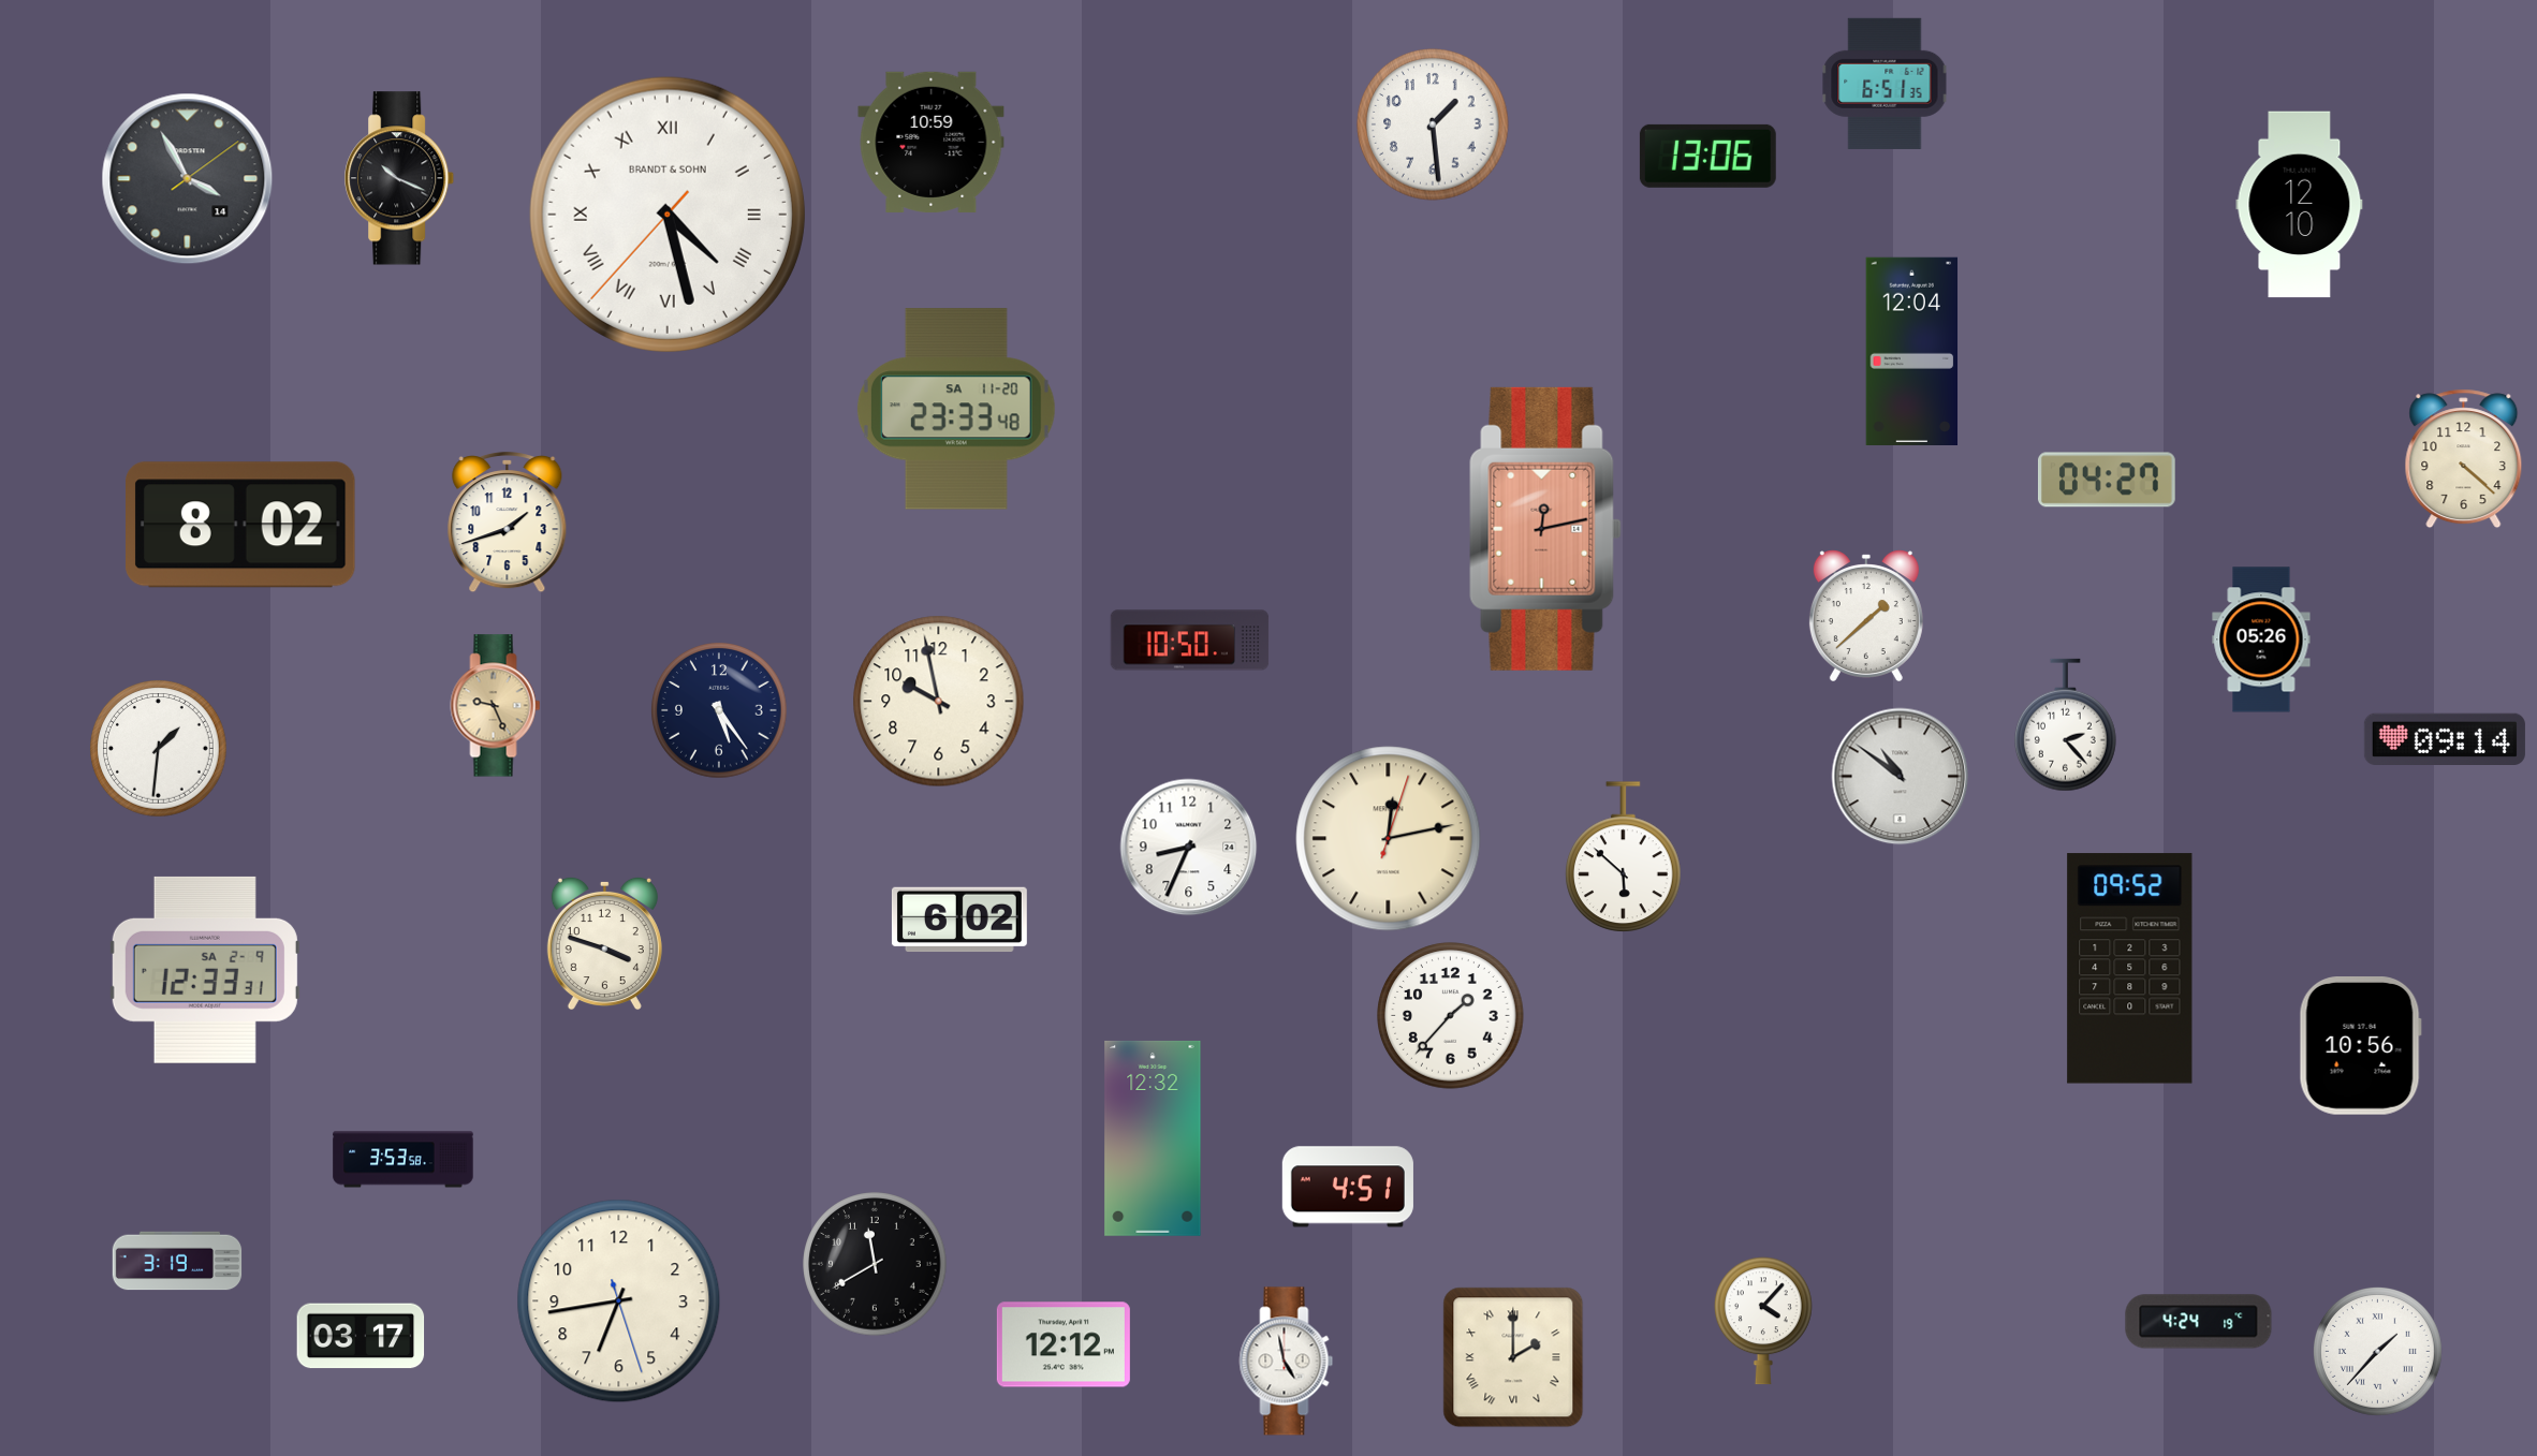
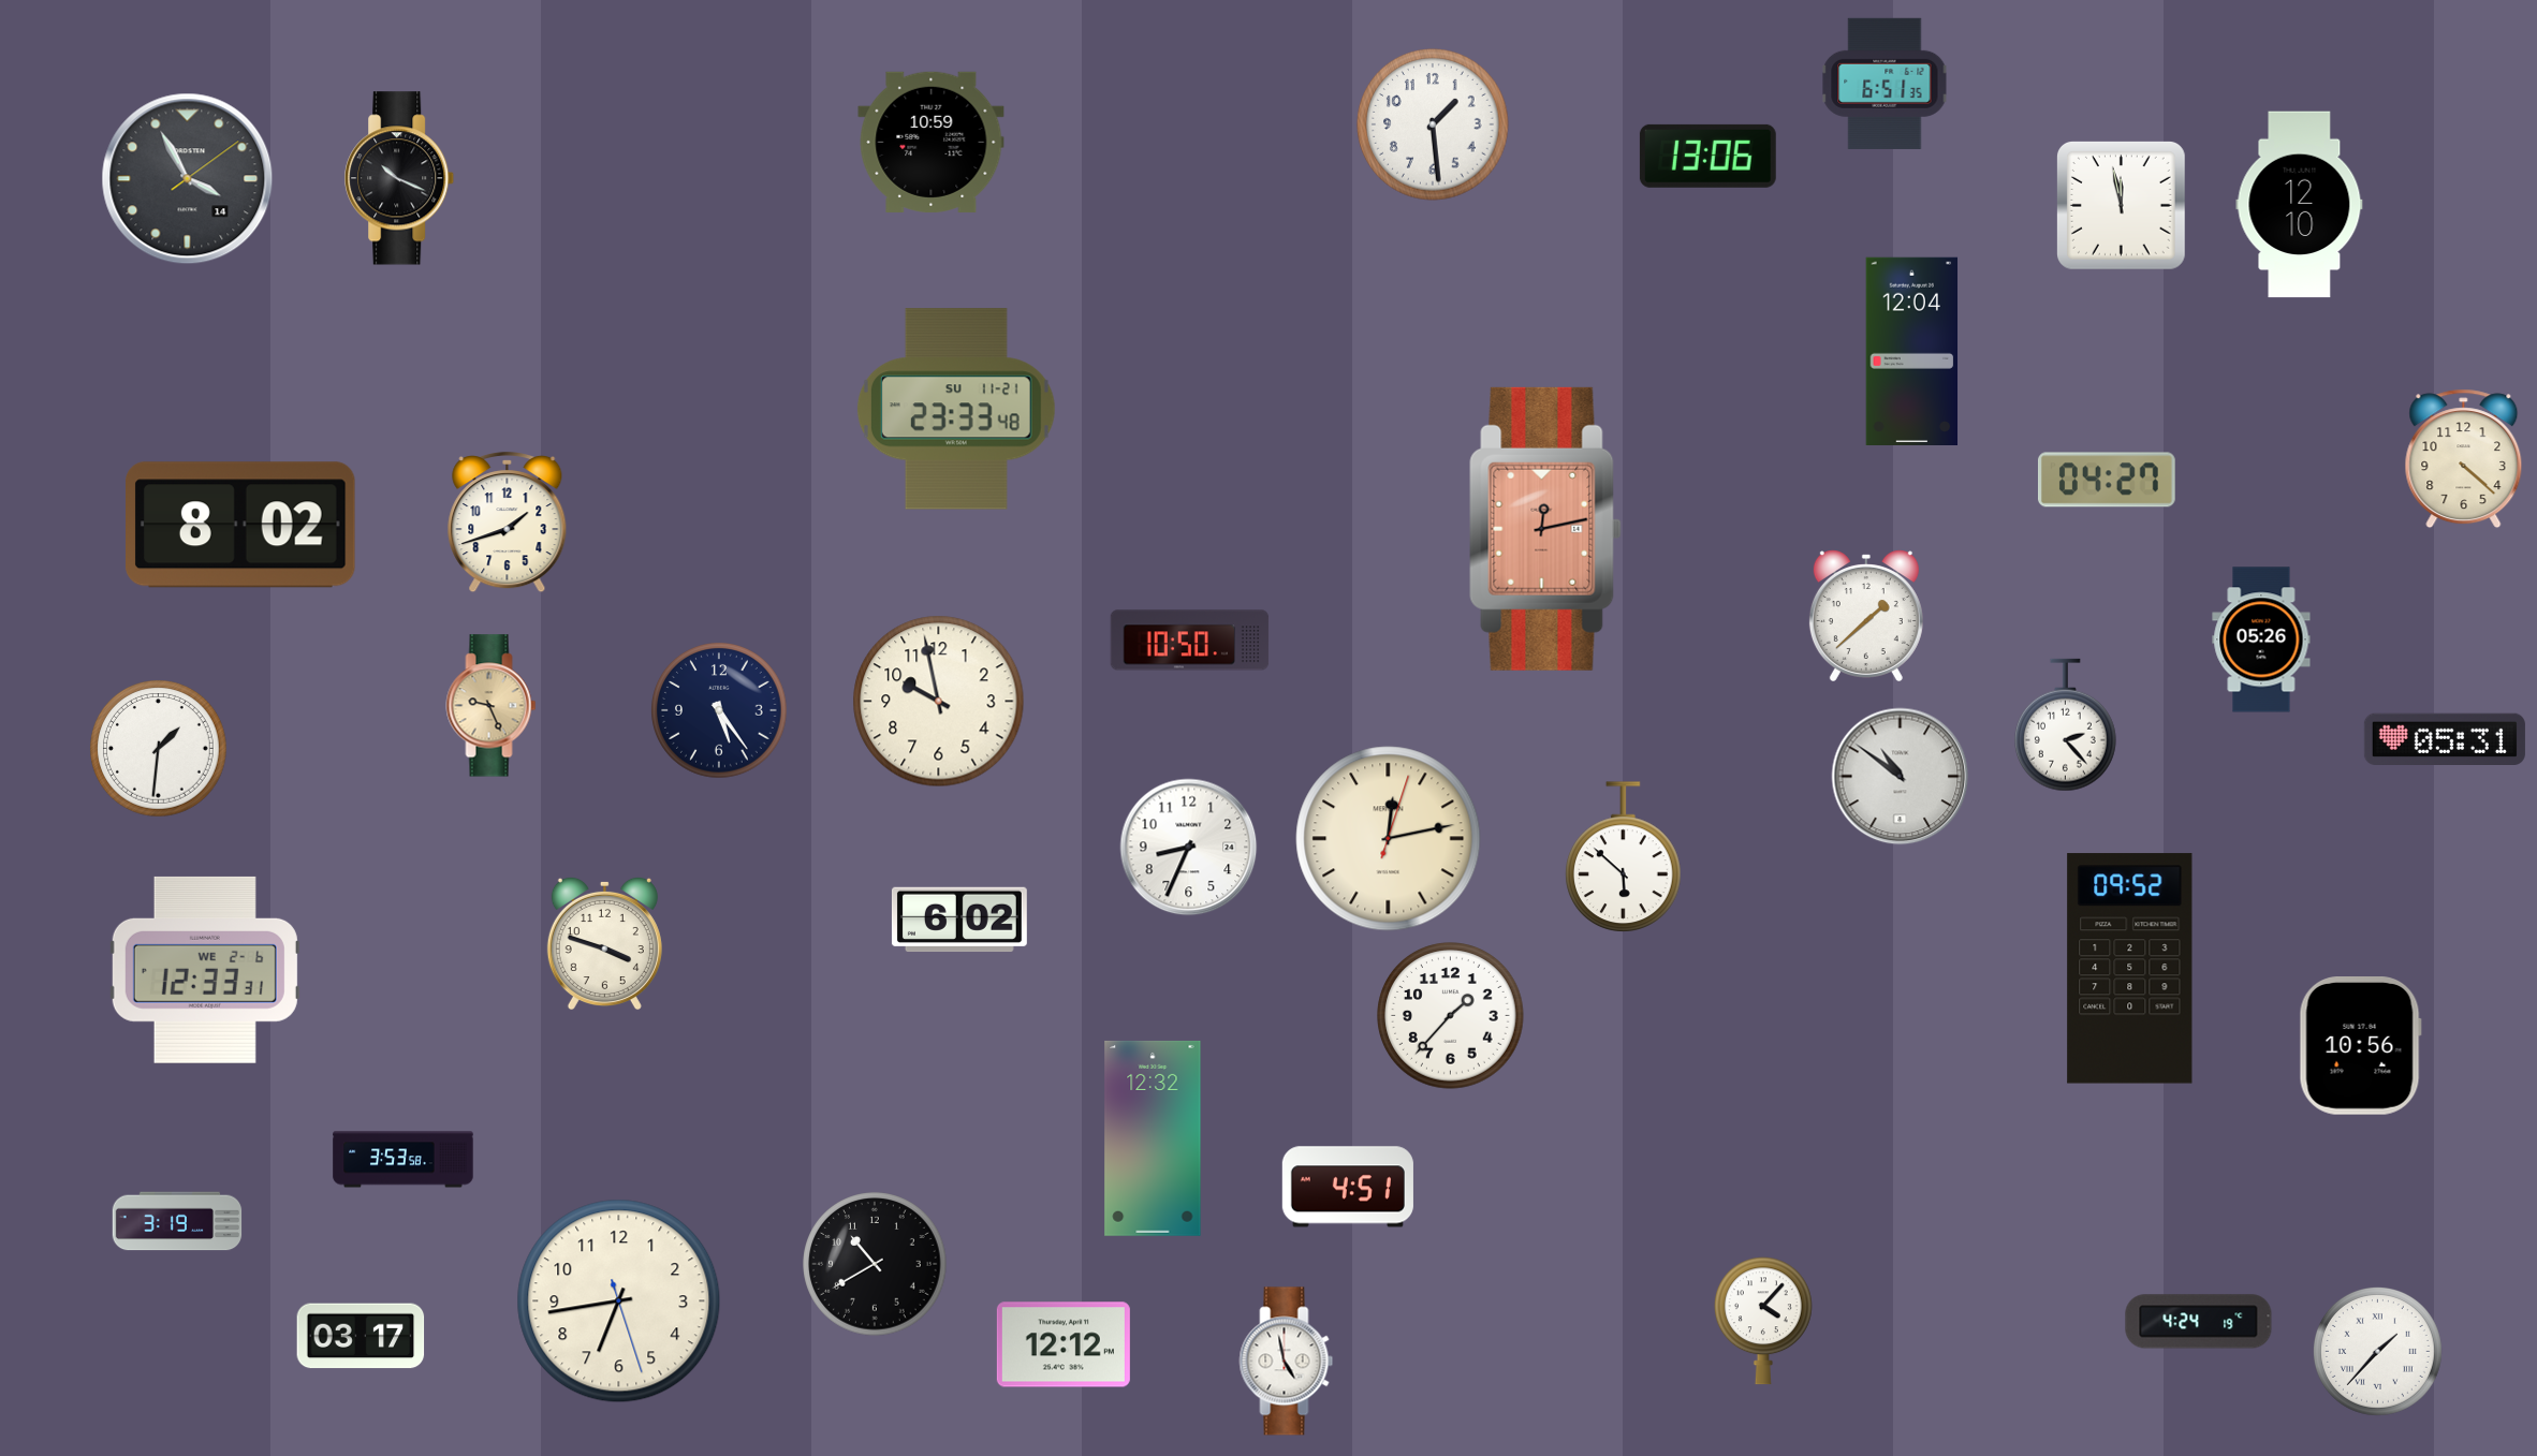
clock at (2121, 205): none -> 11:58
clock at (668, 215): 4:27 -> none
clock at (956, 409) date: SA 11-20 -> SU 11-21
clock at (496, 706) position: (496, 706) -> (492, 706)
clock at (2445, 738): 09:14 -> 05:31
clock at (205, 970) date: SA 2-9 -> WE 2-6
clock at (177, 1261) position: (177, 1261) -> (177, 1221)
clock at (875, 1264): 11:40 -> 10:40
clock at (1513, 1357): 2:00 -> none
